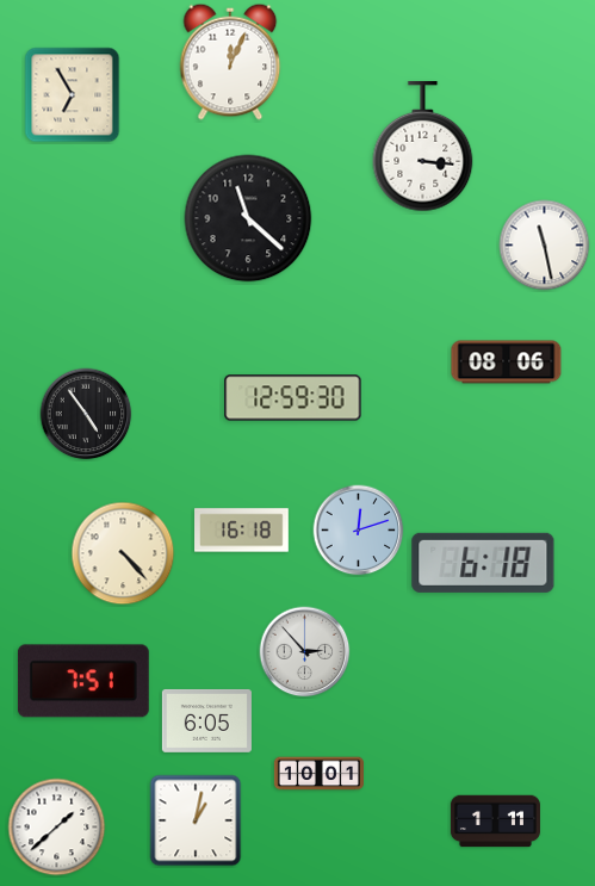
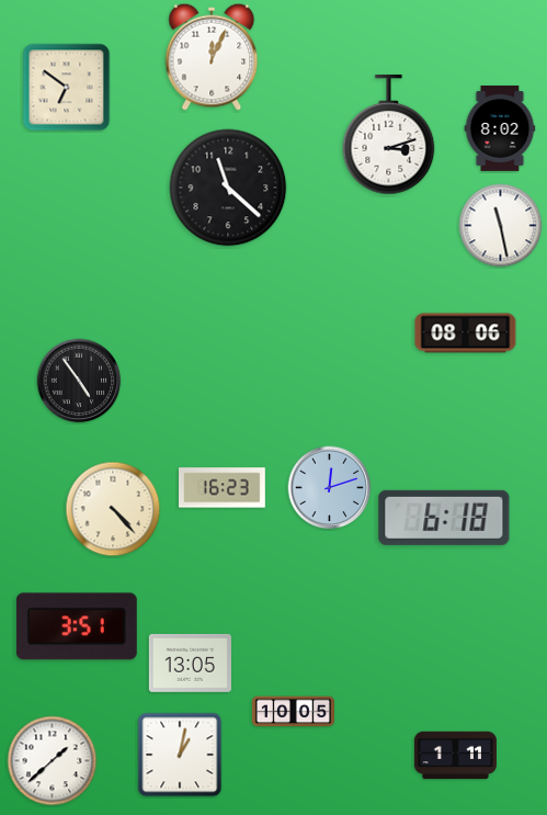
clock at (73, 95): 6:55 -> 6:51
clock at (500, 128): none -> 8:02
clock at (423, 147): 3:16 -> 3:12
clock at (248, 218) position: (248, 218) -> (228, 188)
clock at (293, 398): 12:59 -> none
clock at (242, 531): 16:18 -> 16:23
clock at (305, 652): 2:53 -> none
clock at (83, 681): 7:51 -> 3:51
clock at (206, 720): 6:05 -> 13:05
clock at (318, 774): 10:01 -> 10:05
